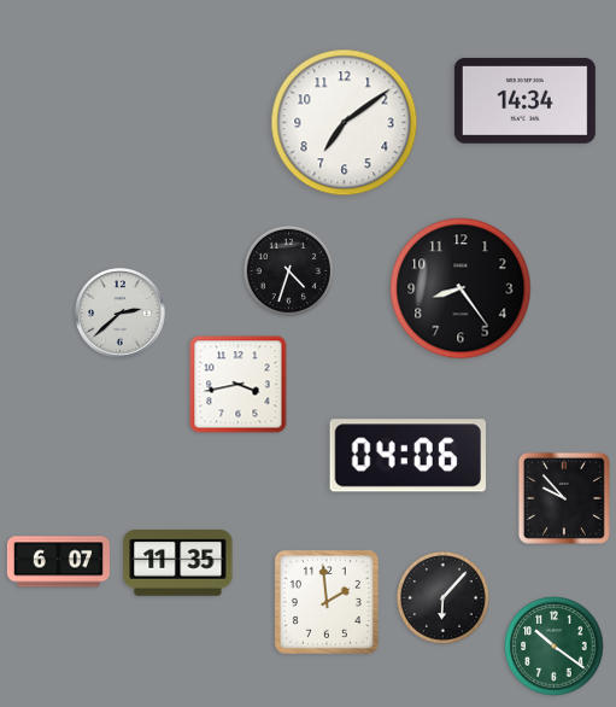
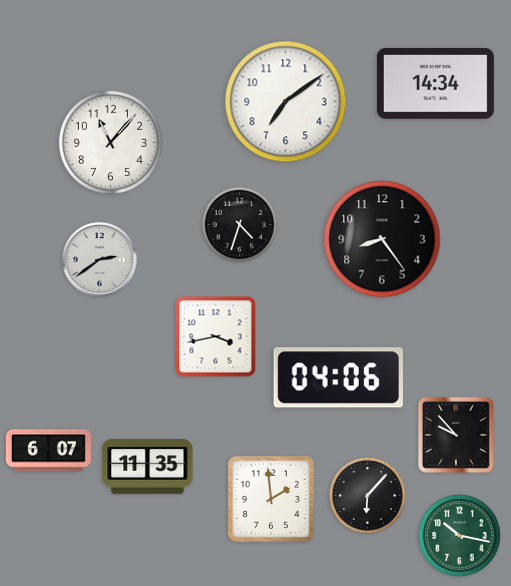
clock at (110, 142): none -> 11:07
clock at (121, 314): 2:38 -> 2:39
clock at (239, 385) position: (239, 385) -> (216, 337)
clock at (564, 498) position: (564, 498) -> (456, 435)
clock at (58, 562) position: (58, 562) -> (48, 451)
clock at (555, 647): 10:21 -> 10:17
